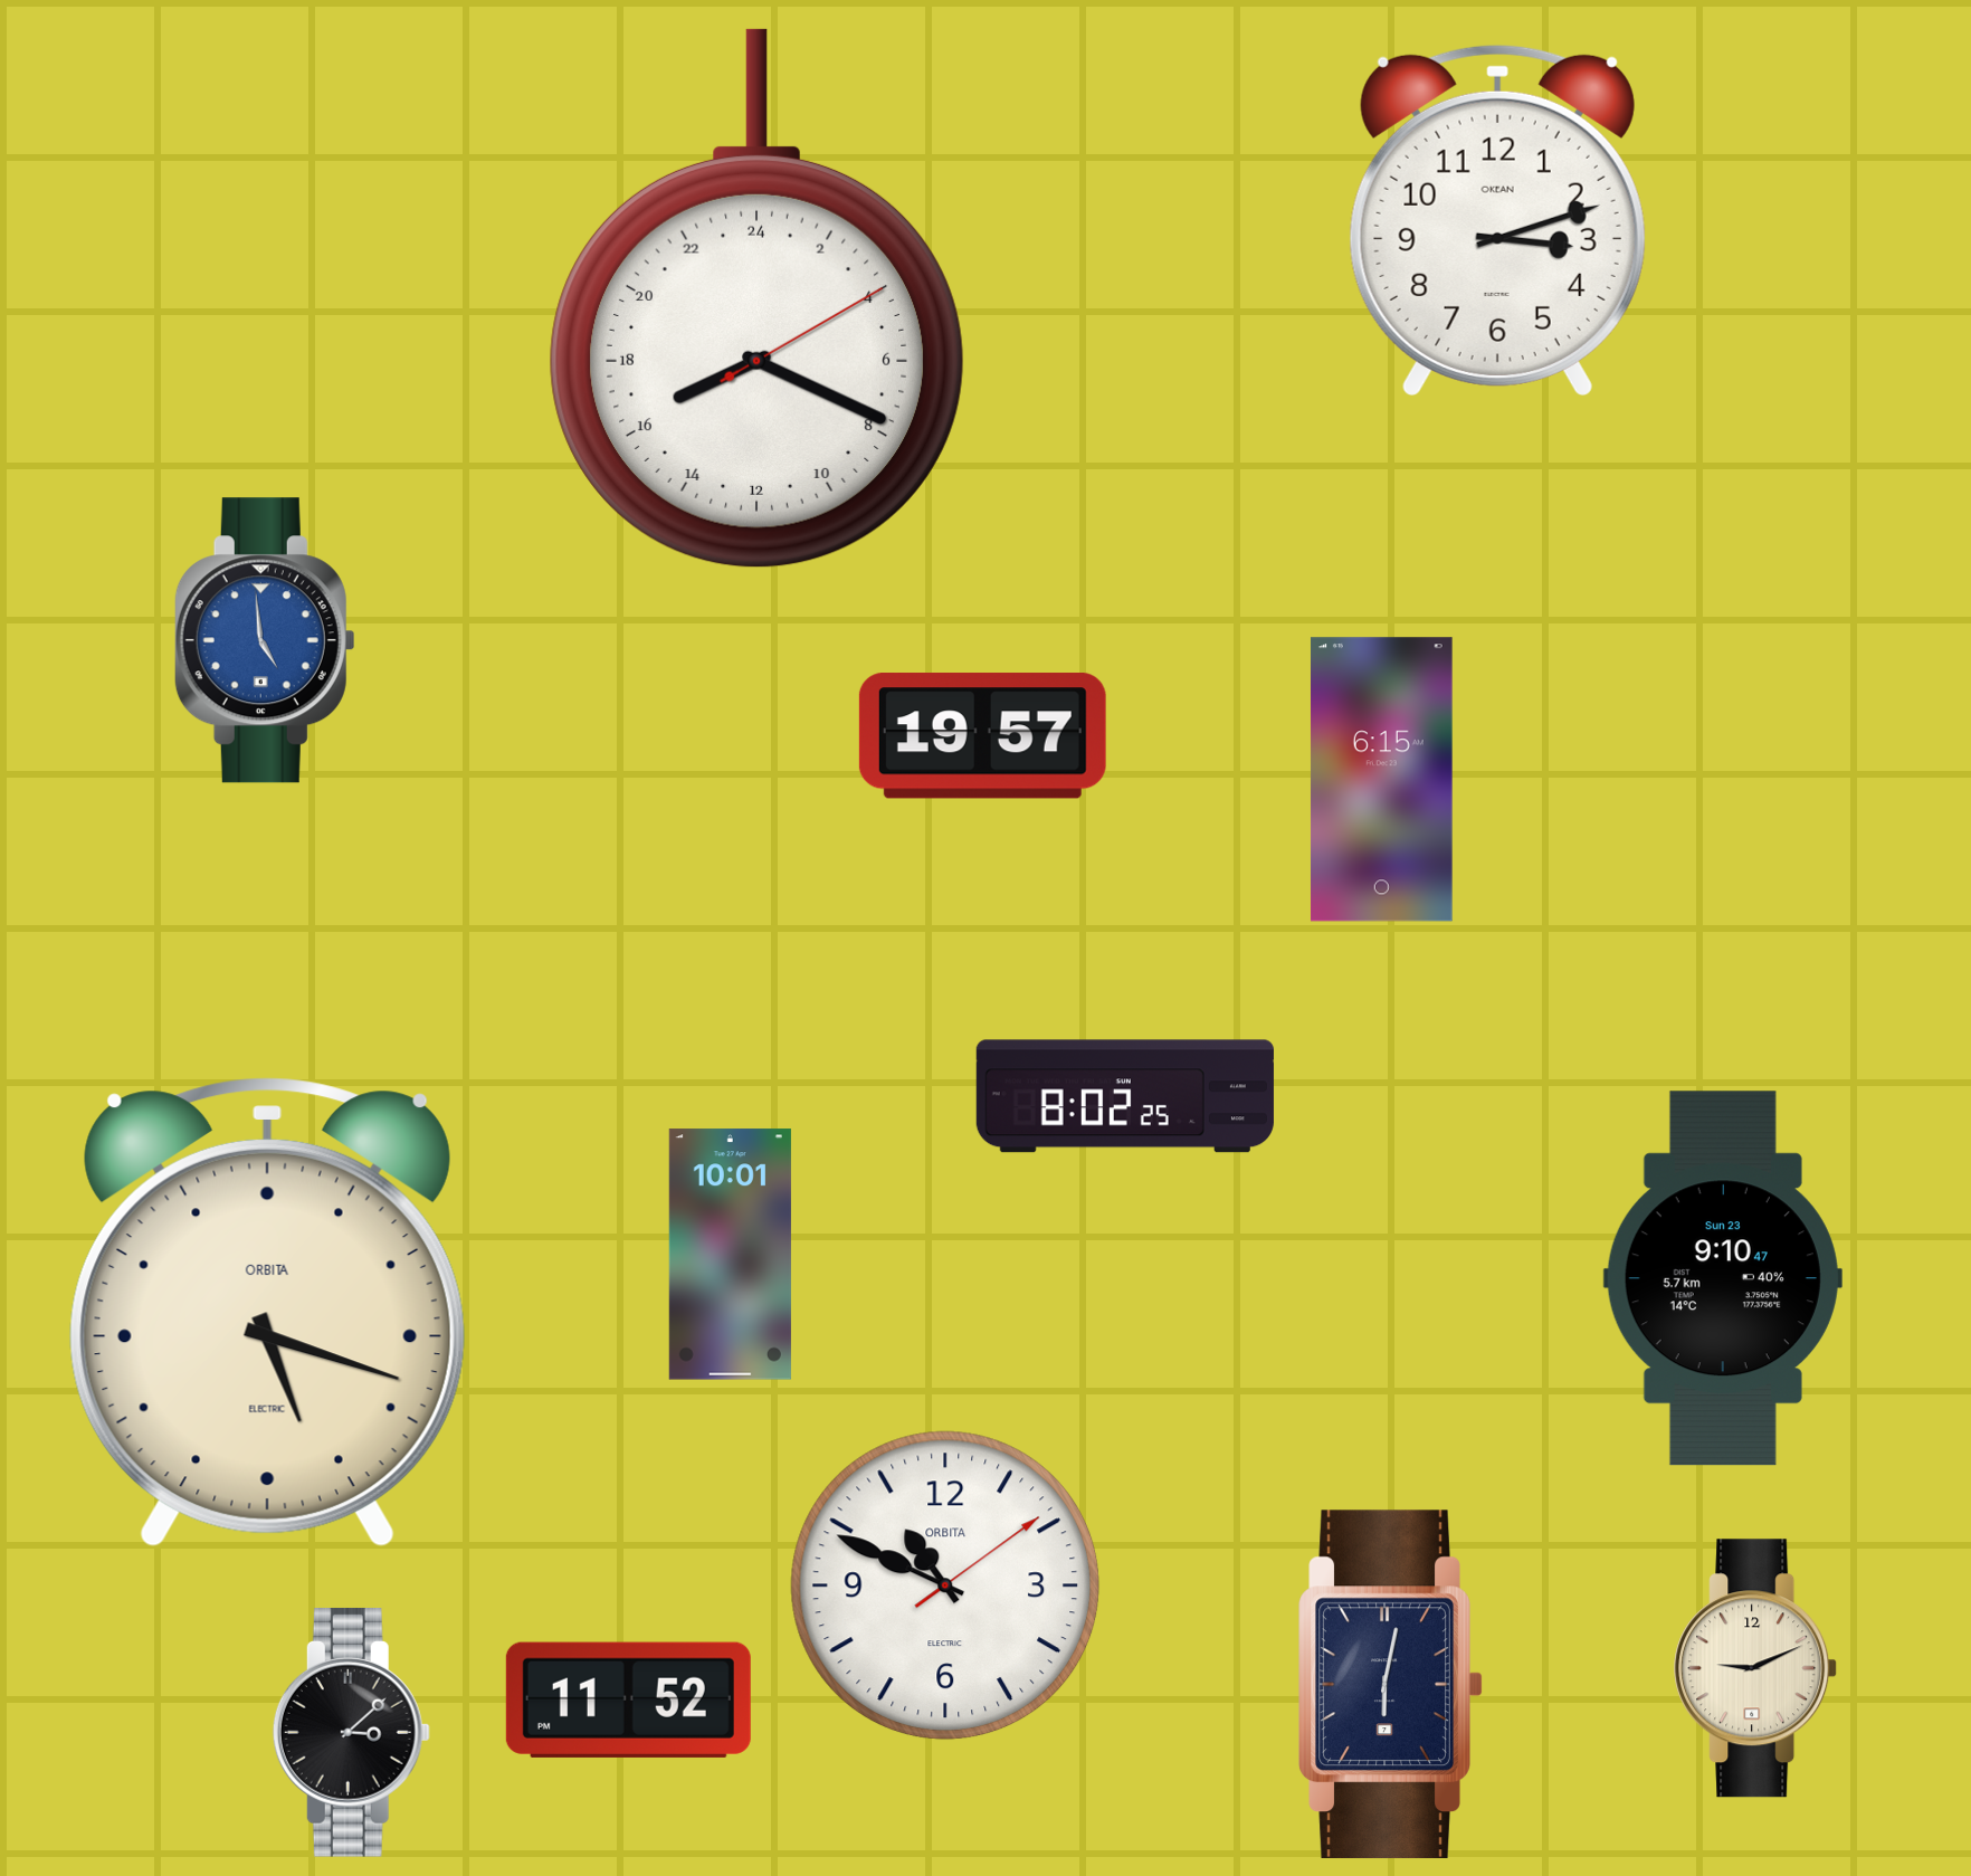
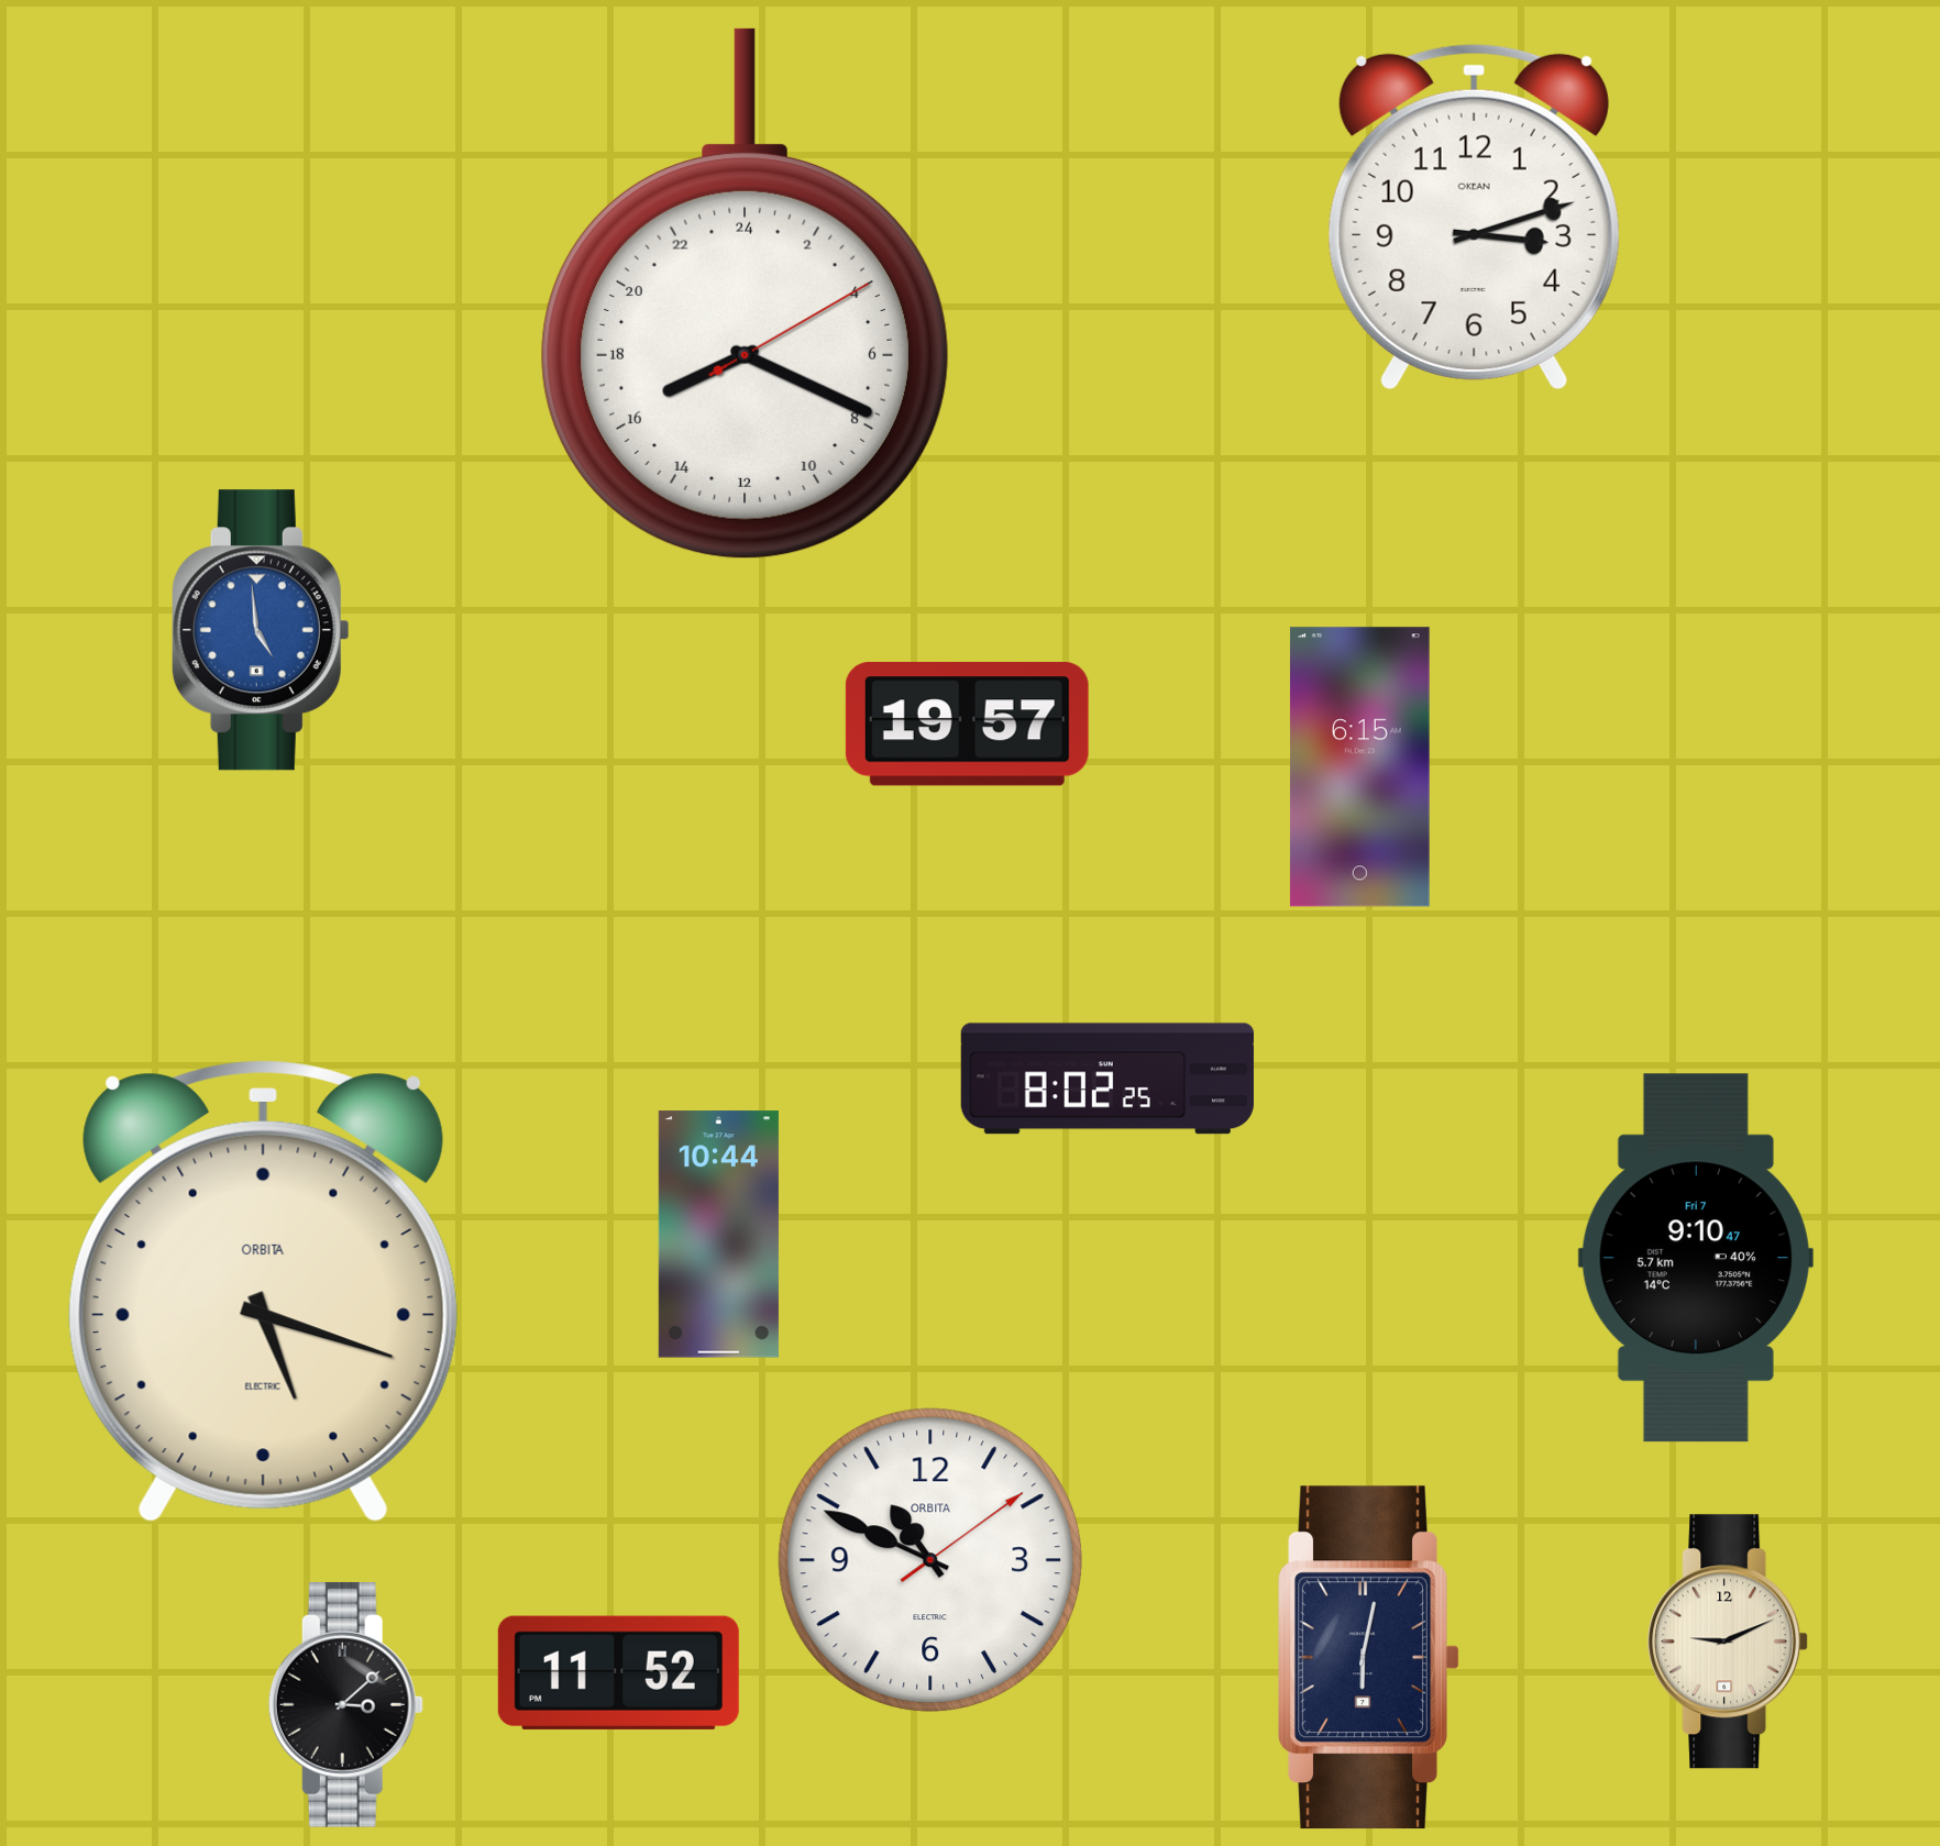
clock at (730, 1255): 10:01 -> 10:44
clock at (1723, 1278) date: Sun 23 -> Fri 7
